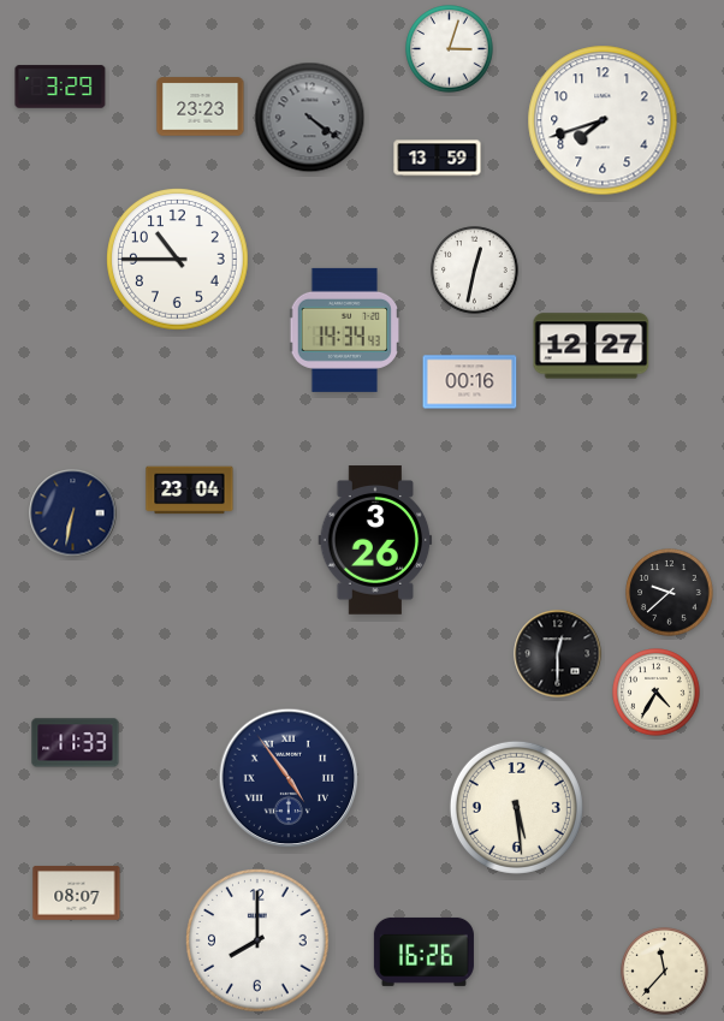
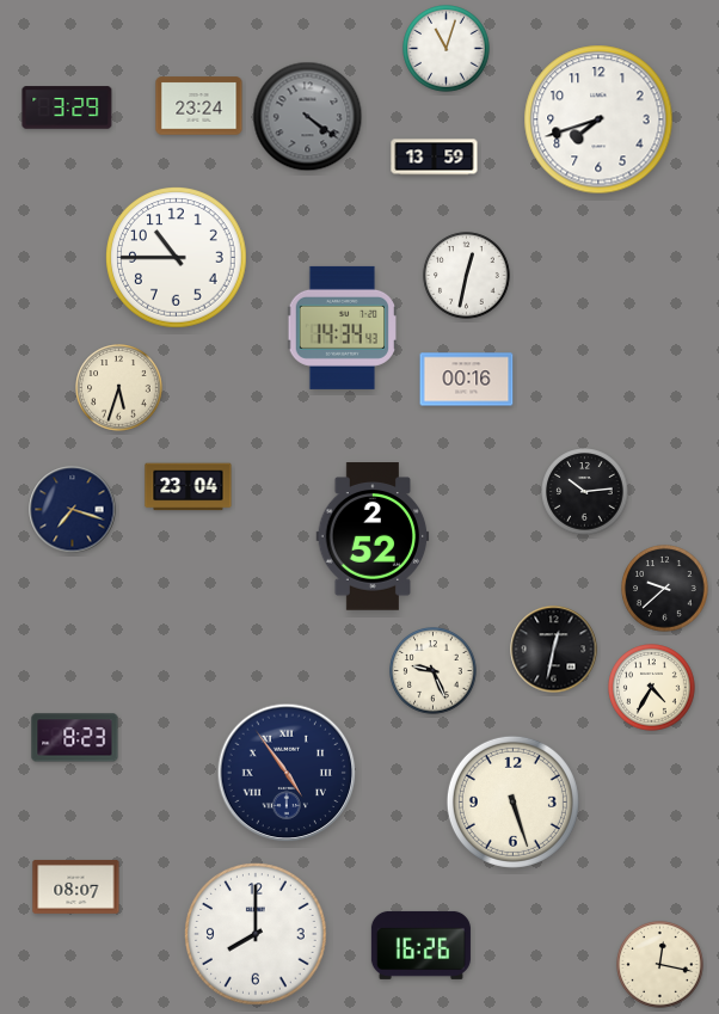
clock at (450, 49): 3:03 -> 11:03
clock at (60, 87) position: (60, 87) -> (67, 107)
clock at (201, 107): 23:23 -> 23:24
clock at (475, 271) position: (475, 271) -> (467, 276)
clock at (592, 346): 12:27 -> none
clock at (119, 388): none -> 5:33
clock at (585, 492): none -> 10:14
clock at (73, 514): 6:32 -> 7:18
clock at (375, 540): 3:26 -> 2:52
clock at (558, 654): 12:30 -> 12:32
clock at (434, 671): none -> 9:26
clock at (76, 743): 11:33 -> 8:23
clock at (516, 807): 5:29 -> 5:27
clock at (665, 972): 11:37 -> 12:17
